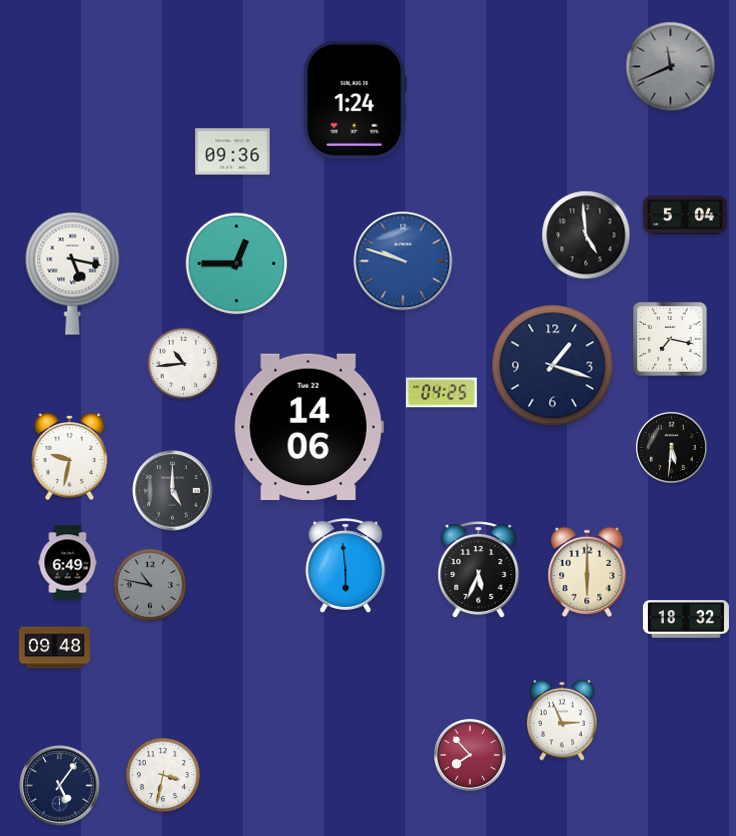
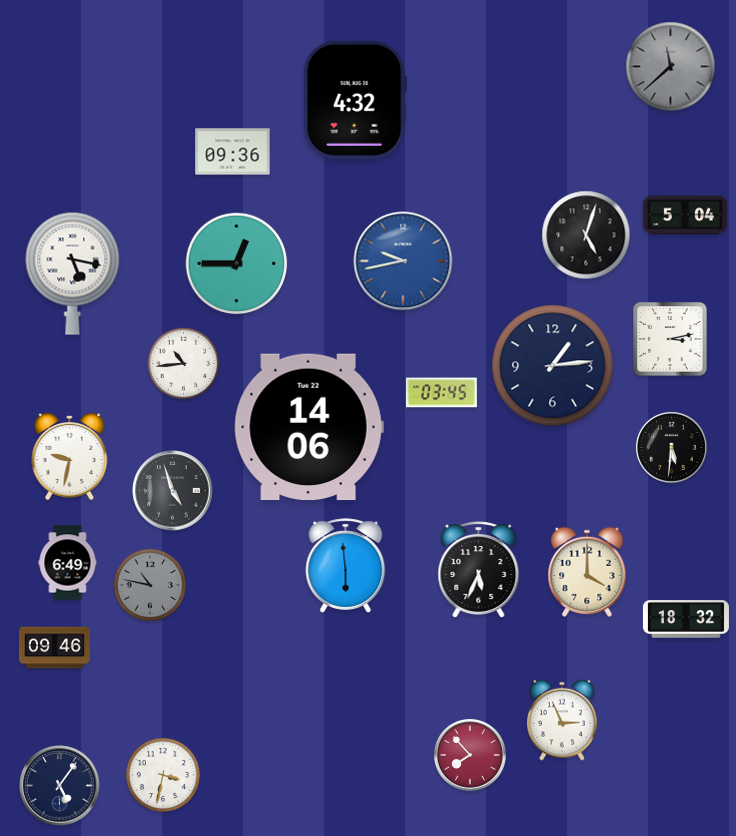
clock at (671, 67): 11:41 -> 11:38
clock at (355, 100): 1:24 -> 4:32
clock at (586, 235): 4:59 -> 5:03
clock at (403, 261): 9:48 -> 9:43
clock at (670, 339): 7:17 -> 3:13
clock at (553, 366): 1:18 -> 1:14
clock at (441, 393): 04:25 -> 03:45
clock at (173, 491): 5:00 -> 4:57
clock at (587, 572): 6:00 -> 4:00
clock at (54, 648): 09:48 -> 09:46
